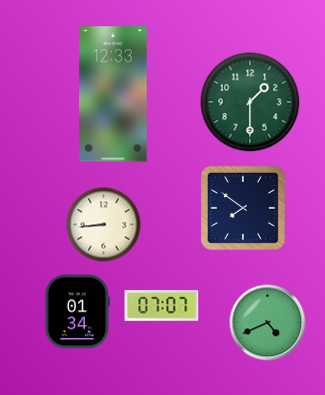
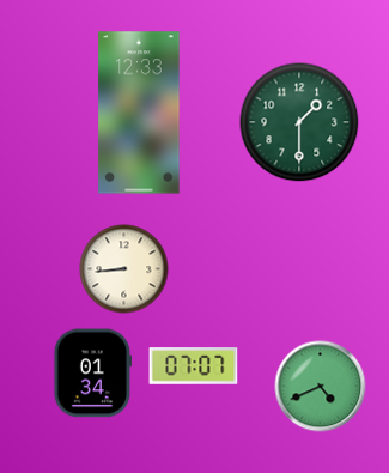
clock at (113, 94) position: (113, 94) -> (139, 113)
clock at (243, 208): 7:51 -> none
